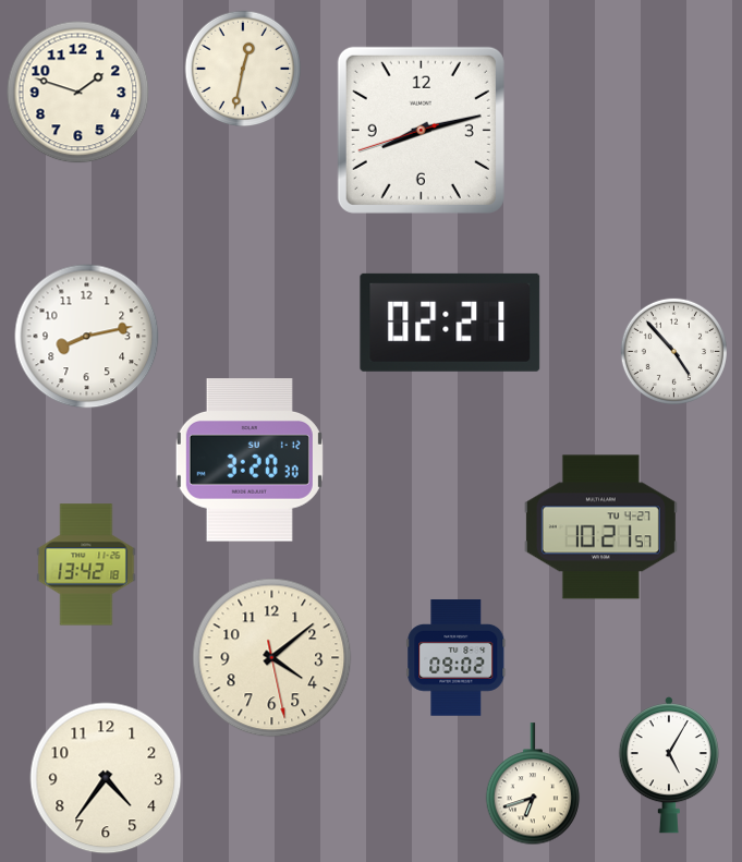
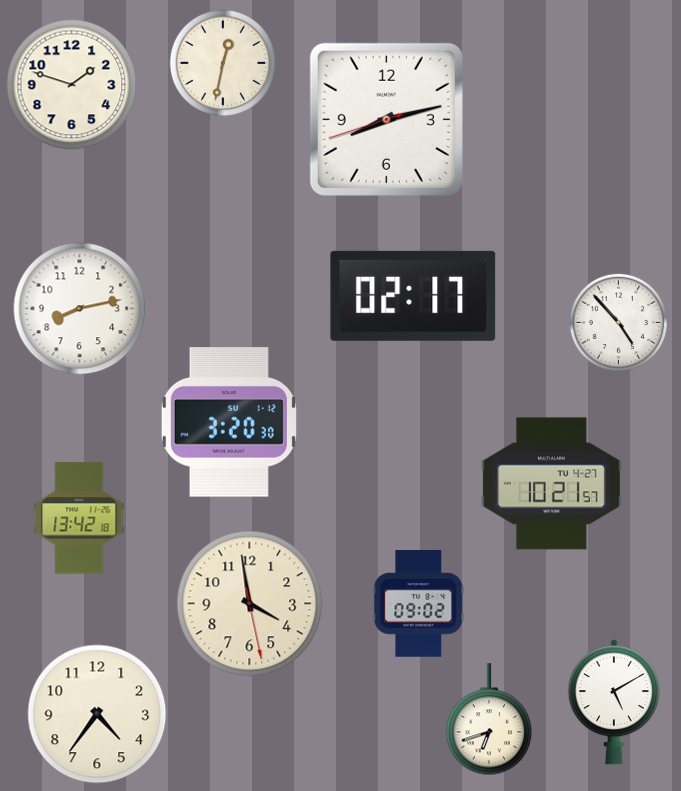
clock at (450, 323): 02:21 -> 02:17
clock at (272, 658): 4:08 -> 3:58
clock at (669, 766): 5:05 -> 5:10
